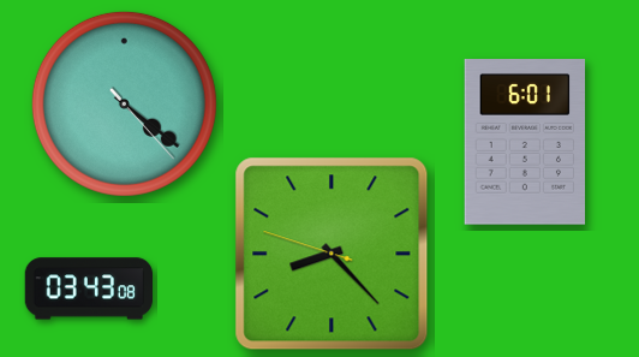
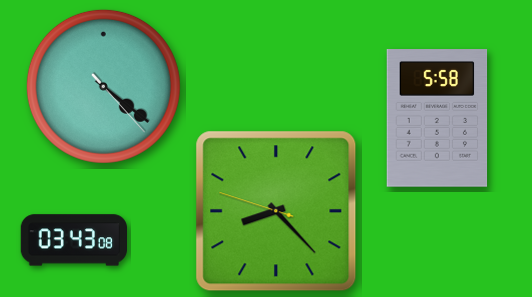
clock at (525, 142): 6:01 -> 5:58
